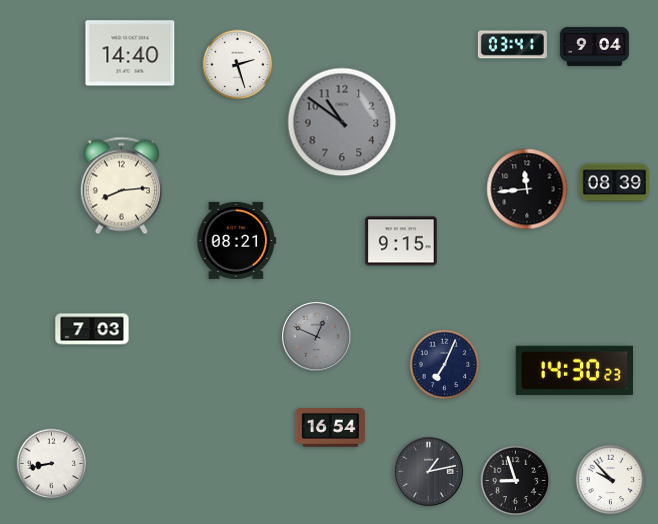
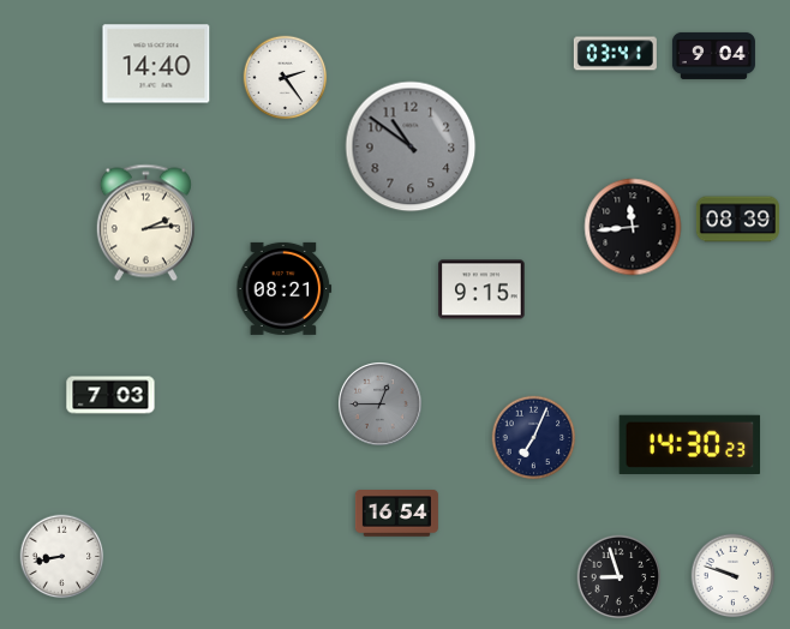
clock at (238, 65): 2:27 -> 2:24
clock at (121, 186): 8:14 -> 2:14
clock at (317, 337): 12:49 -> 12:45
clock at (429, 472): 1:13 -> none
clock at (611, 480): 9:53 -> 9:48
